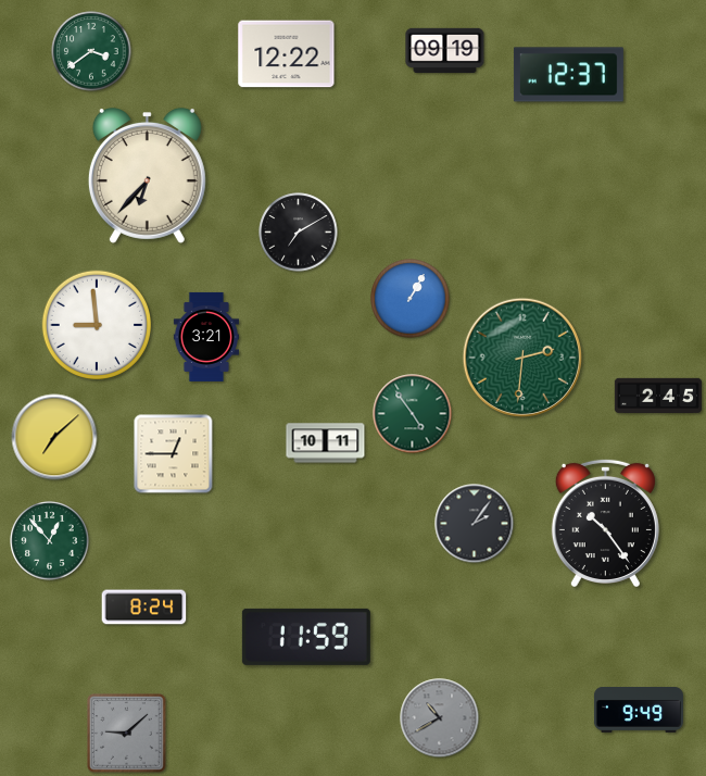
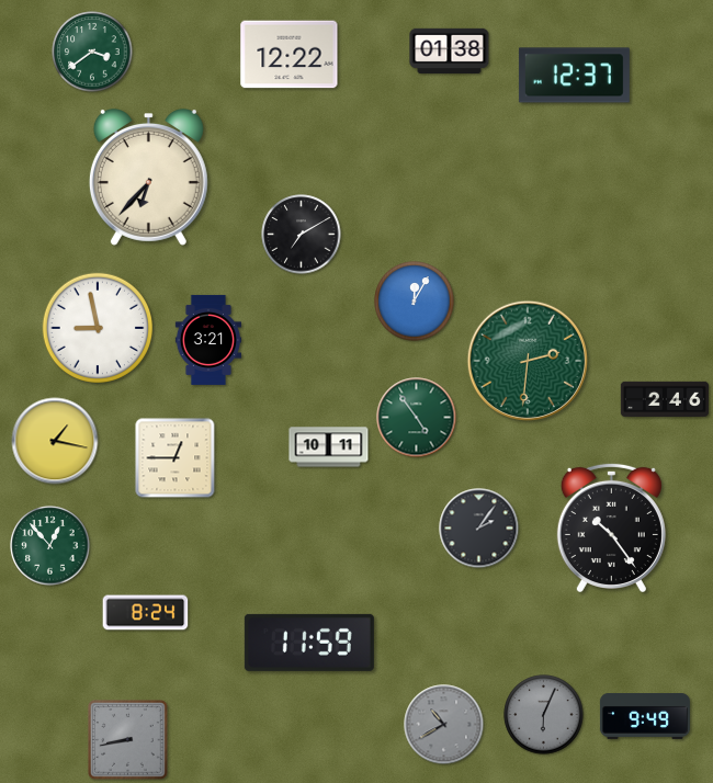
clock at (445, 50): 09:19 -> 01:38
clock at (411, 299): 1:05 -> 12:05
clock at (96, 324): 8:59 -> 8:58
clock at (657, 395): 2:45 -> 2:46
clock at (54, 437): 7:08 -> 1:17
clock at (544, 715): none -> 6:04
clock at (127, 734): 9:08 -> 8:43
